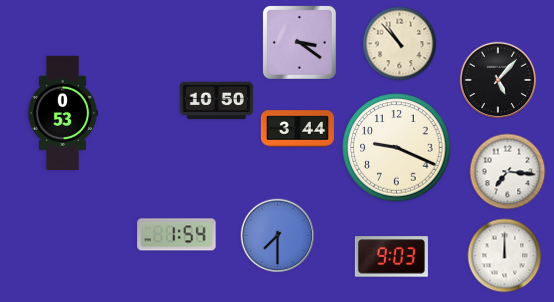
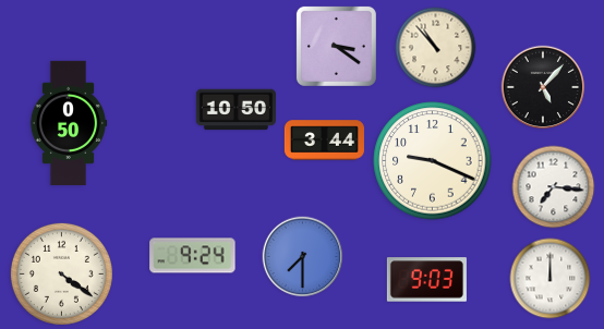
clock at (299, 42) position: (299, 42) -> (336, 46)
clock at (63, 112): 0:53 -> 0:50
clock at (177, 235): 1:54 -> 9:24
clock at (61, 273): none -> 4:21
